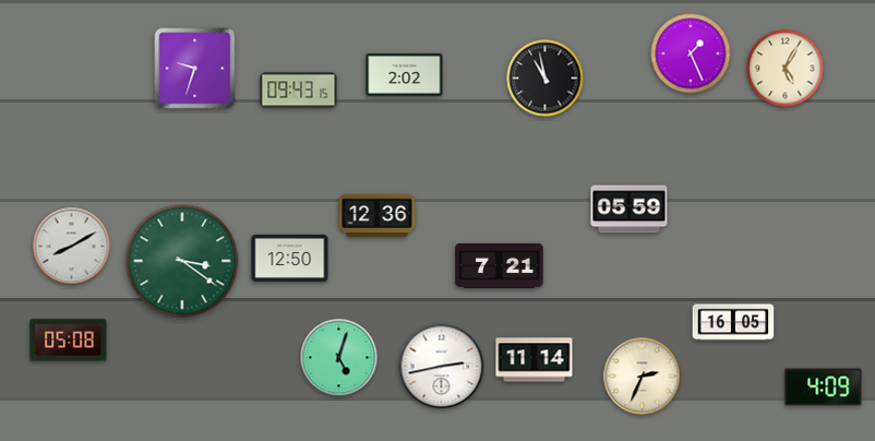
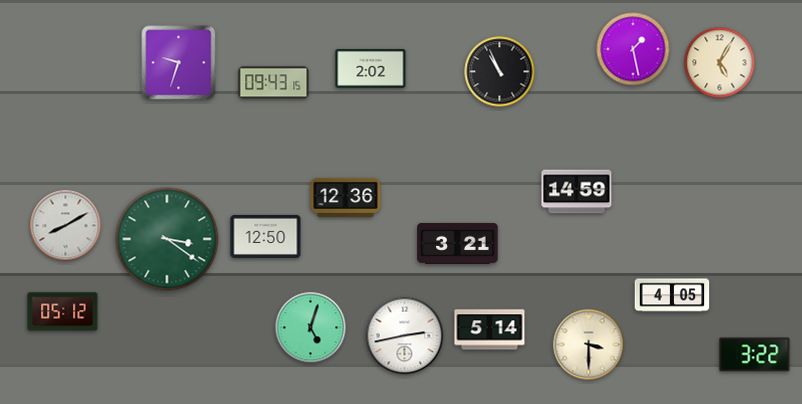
clock at (691, 53): 1:26 -> 1:28
clock at (546, 79): 10:58 -> 10:56
clock at (630, 210): 05:59 -> 14:59
clock at (500, 265): 7:21 -> 3:21
clock at (733, 322): 16:05 -> 4:05
clock at (69, 341): 05:08 -> 05:12
clock at (535, 360): 11:14 -> 5:14
clock at (643, 377): 2:34 -> 3:30
clock at (824, 388): 4:09 -> 3:22
